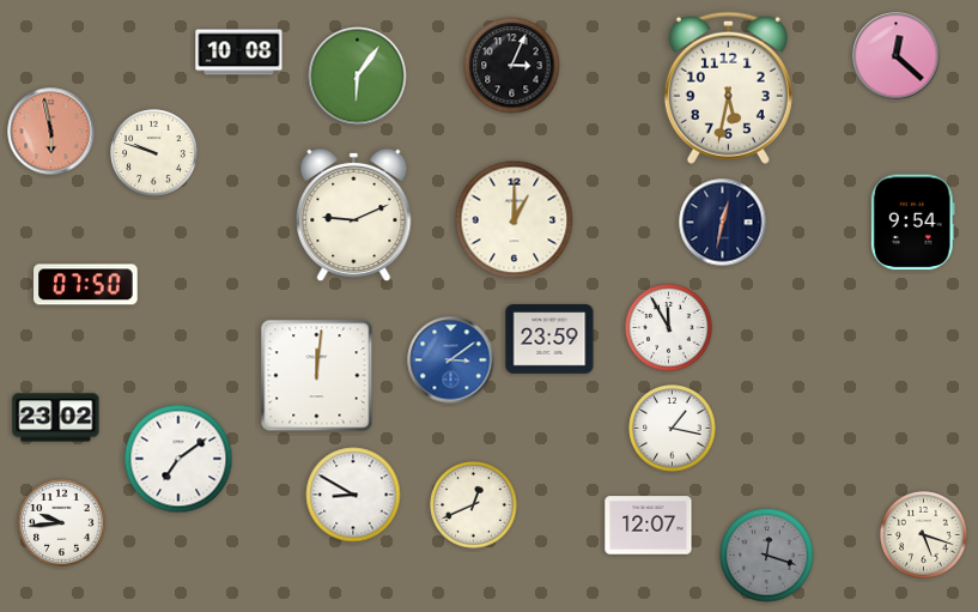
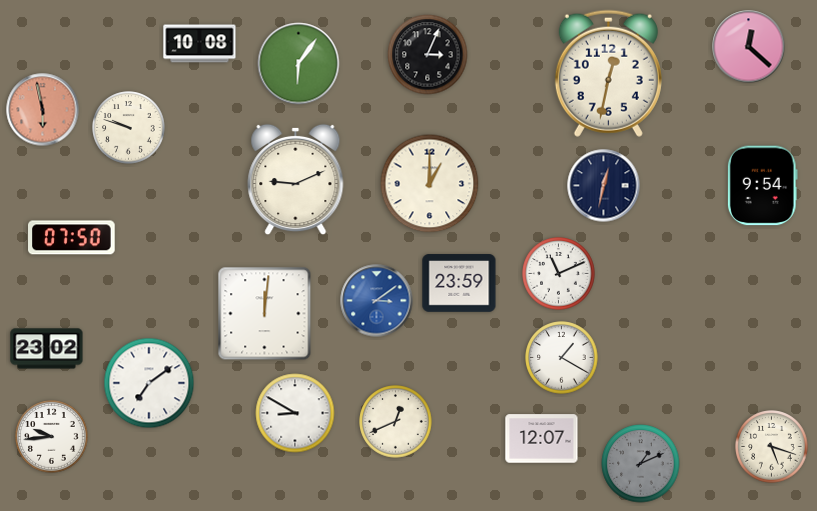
clock at (728, 87): 5:32 -> 12:32
clock at (669, 328): 11:55 -> 11:11
clock at (673, 429): 1:17 -> 1:20
clock at (767, 556): 12:18 -> 1:11
